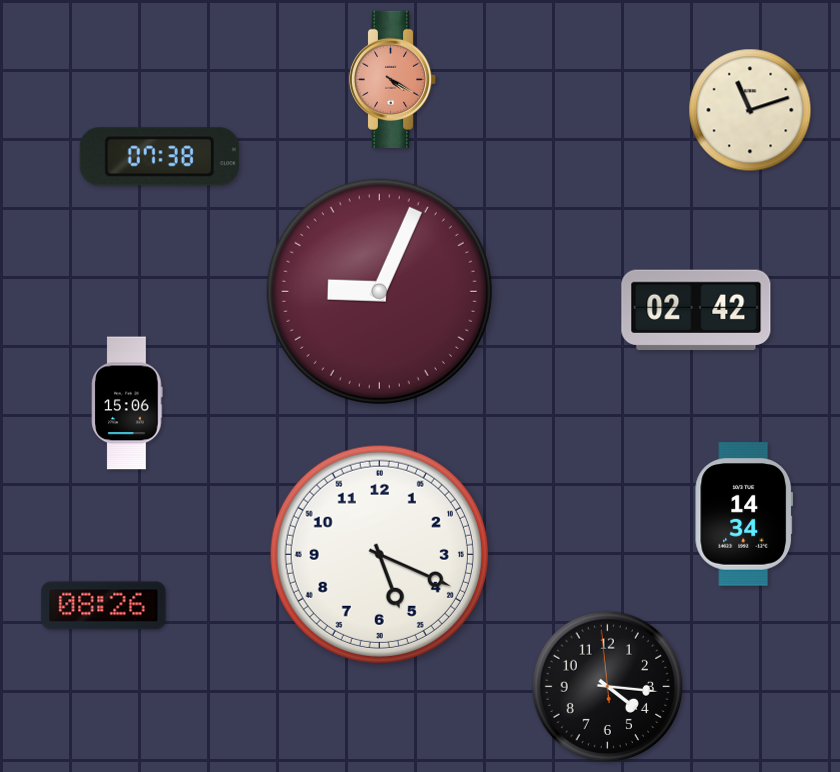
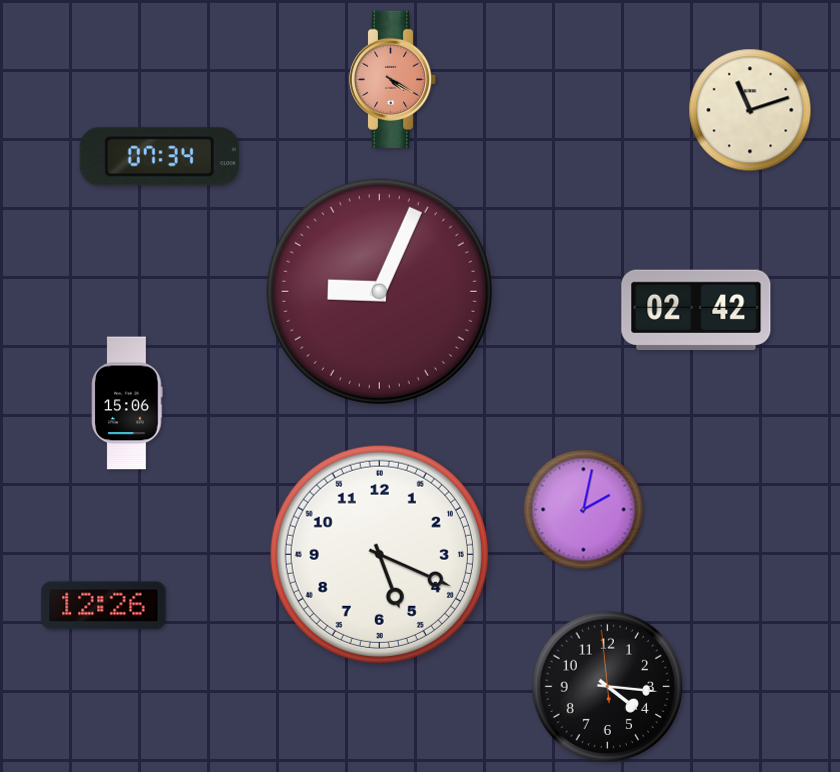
clock at (159, 157): 07:38 -> 07:34
clock at (584, 510): none -> 2:02
clock at (744, 514): 14:34 -> none
clock at (104, 606): 08:26 -> 12:26
